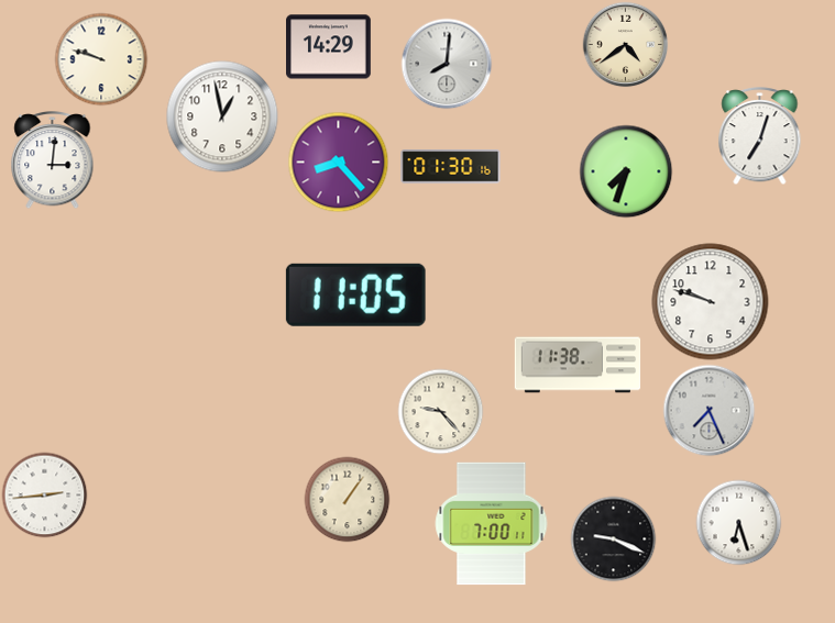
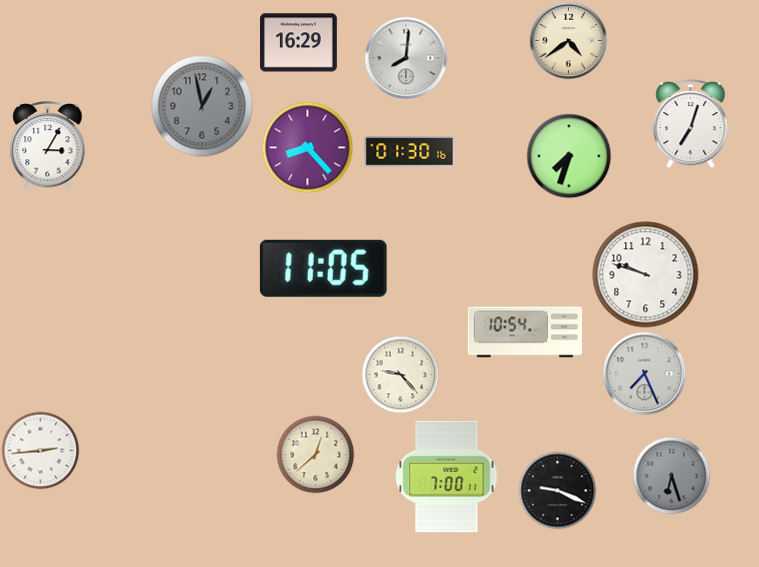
clock at (329, 47): 14:29 -> 16:29
clock at (101, 59): 9:48 -> none
clock at (222, 116) dial: white -> grey
clock at (53, 160): 3:01 -> 3:05
clock at (578, 365): 11:38 -> 10:54
clock at (347, 499): 1:06 -> 12:38
clock at (738, 522) dial: white -> grey
